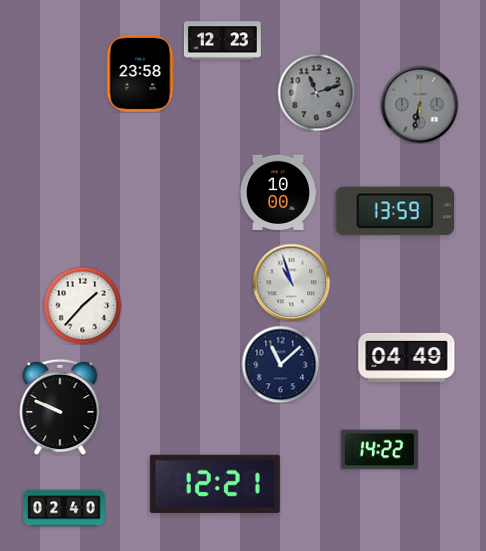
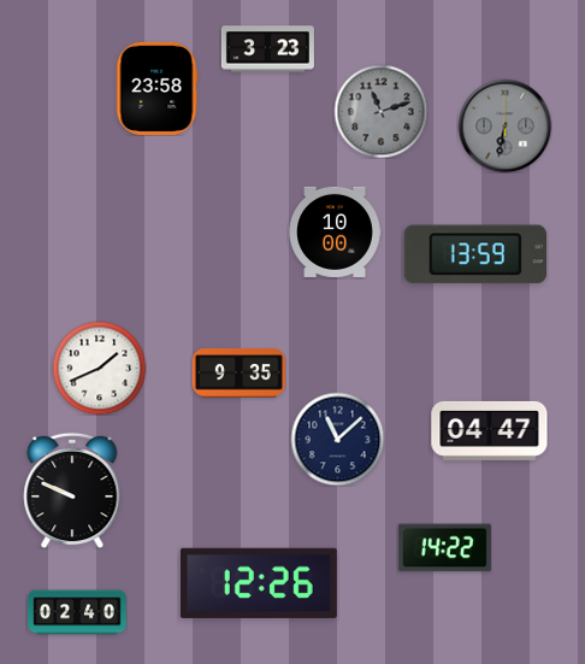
clock at (222, 41): 12:23 -> 3:23
clock at (140, 73) position: (140, 73) -> (156, 88)
clock at (291, 282): 10:57 -> none
clock at (82, 305): 1:37 -> 1:41
clock at (238, 374): none -> 9:35
clock at (407, 357): 04:49 -> 04:47
clock at (379, 450) position: (379, 450) -> (444, 548)
clock at (215, 484): 12:21 -> 12:26
